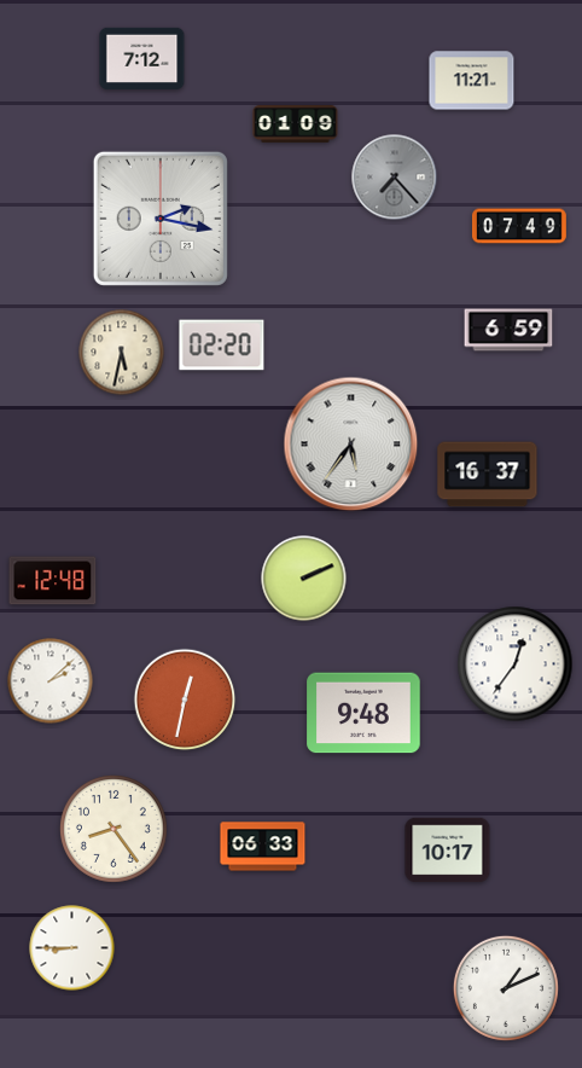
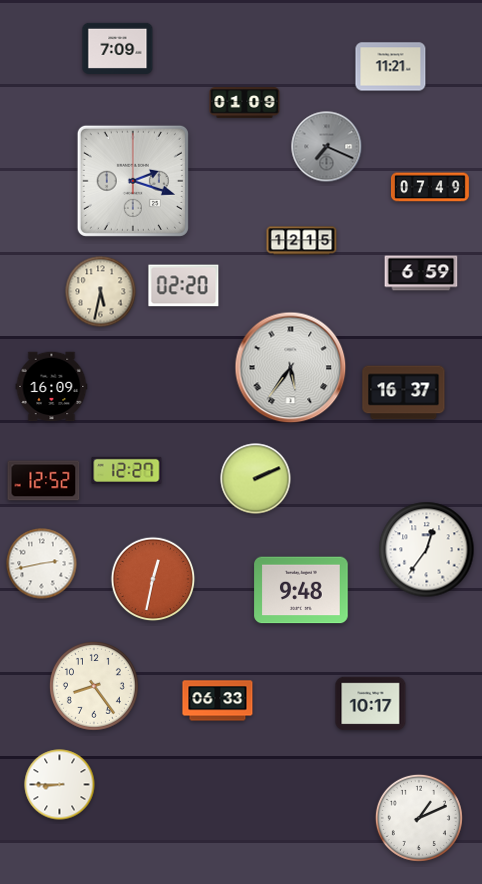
clock at (142, 58): 7:12 -> 7:09
clock at (395, 178): 7:23 -> 7:19
clock at (161, 219): 2:17 -> 2:18
clock at (302, 241): none -> 12:15
clock at (52, 387): none -> 16:09
clock at (127, 470): none -> 12:27
clock at (304, 579) position: (304, 579) -> (256, 479)
clock at (53, 581): 12:48 -> 12:52
clock at (51, 681): 2:08 -> 2:43
